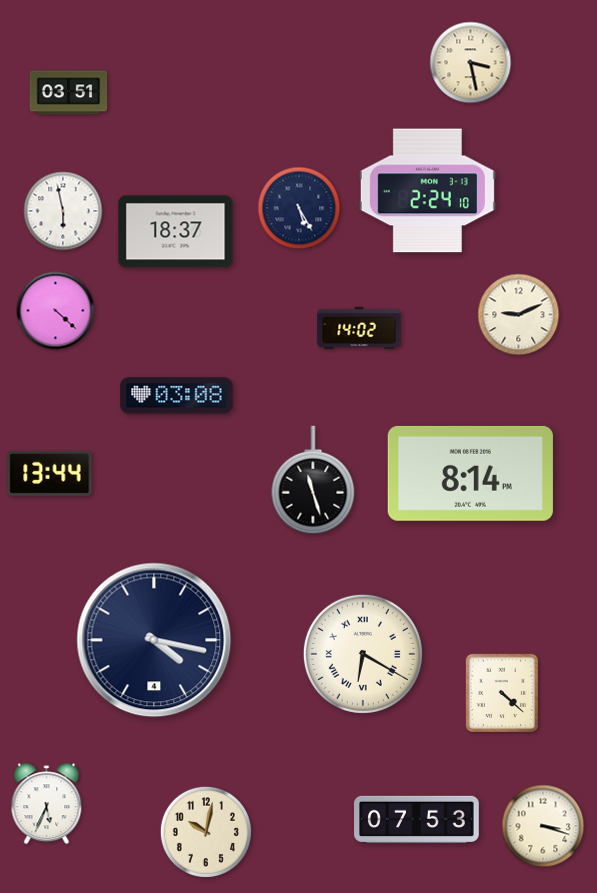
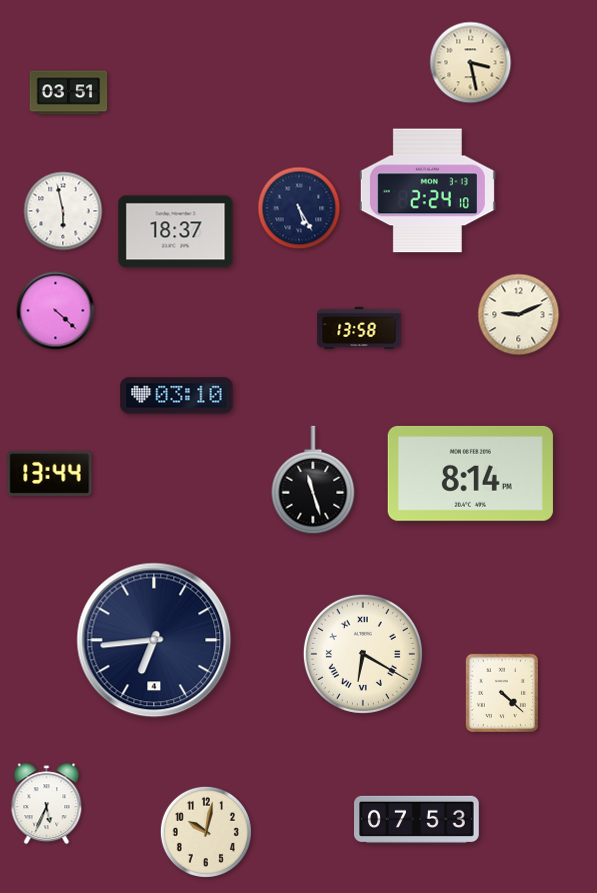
clock at (359, 328): 14:02 -> 13:58
clock at (177, 396): 03:08 -> 03:10
clock at (154, 640): 4:17 -> 6:44
clock at (543, 826): 3:18 -> none
